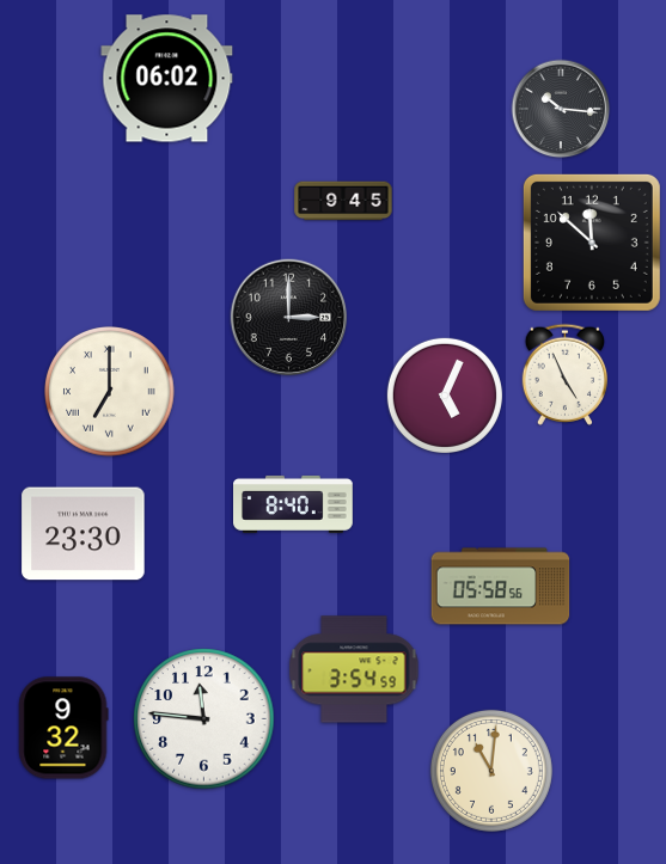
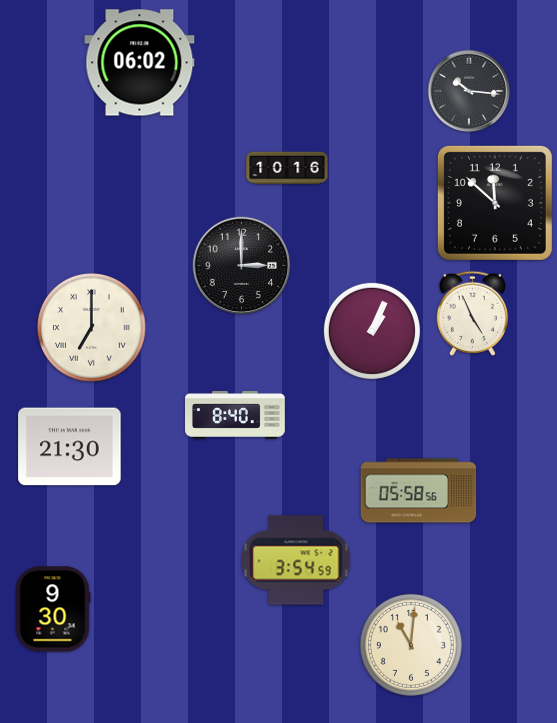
clock at (167, 79) position: (167, 79) -> (140, 63)
clock at (343, 201): 9:45 -> 10:16
clock at (445, 396): 5:04 -> 1:04
clock at (293, 504) position: (293, 504) -> (235, 415)
clock at (84, 534): 23:30 -> 21:30
clock at (204, 719): 11:46 -> none
clock at (63, 728): 9:32 -> 9:30
